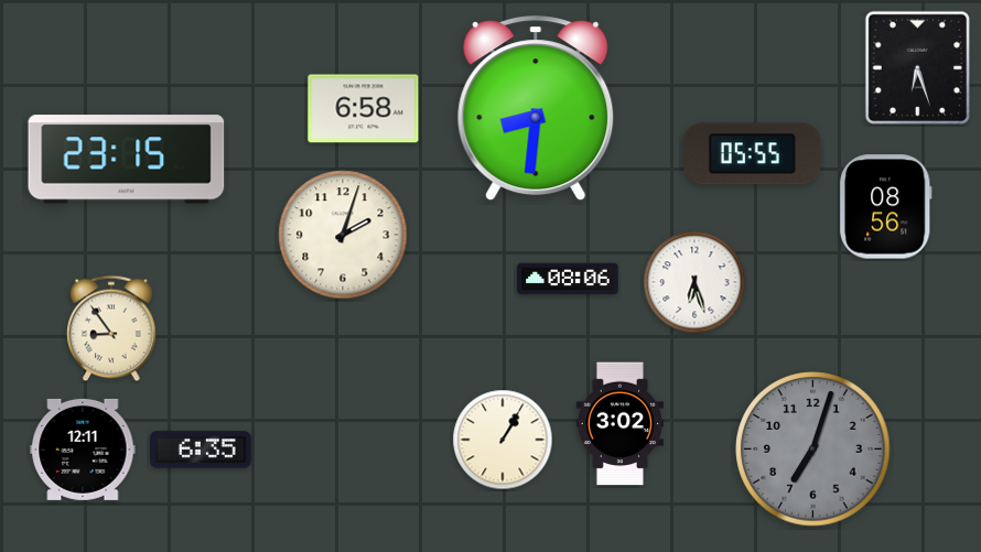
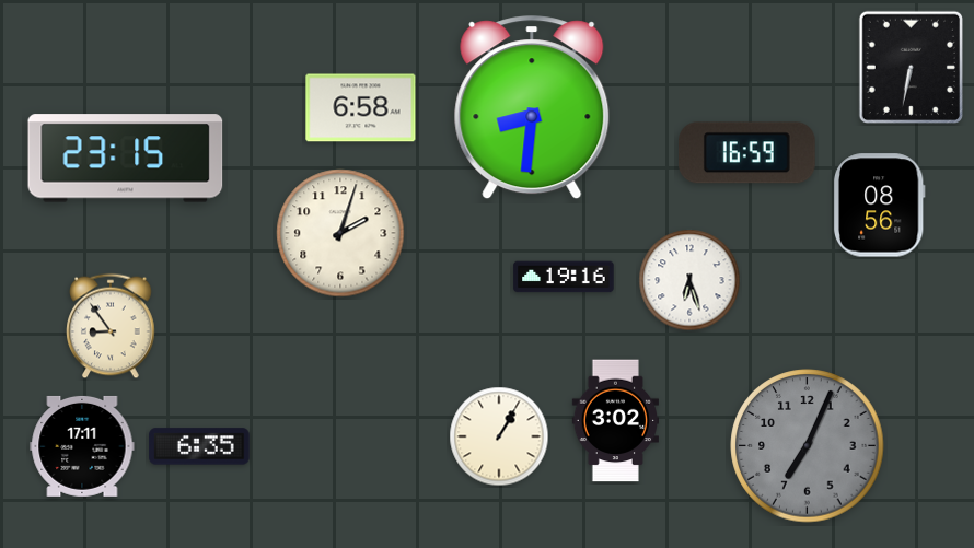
clock at (917, 67): 6:27 -> 6:32
clock at (752, 154): 05:55 -> 16:59
clock at (568, 279): 08:06 -> 19:16
clock at (83, 450): 12:11 -> 17:11
clock at (813, 450): 7:03 -> 7:04
